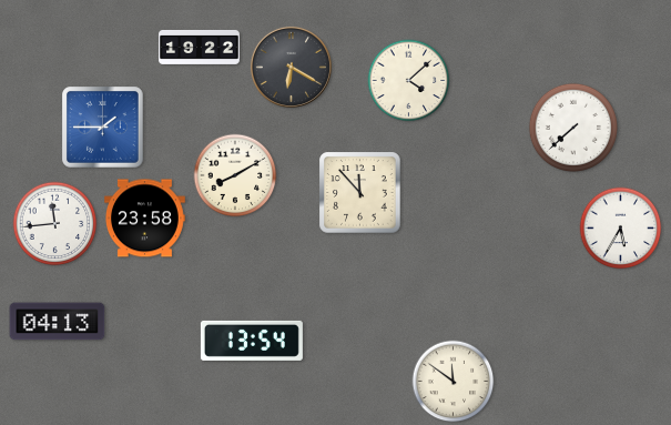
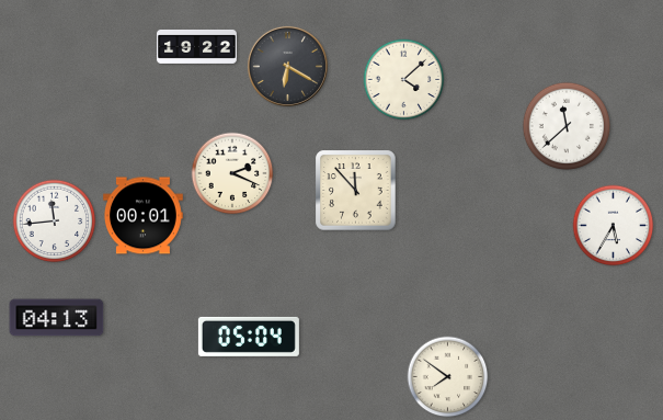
clock at (572, 127): 7:38 -> 11:38
clock at (103, 128): 1:45 -> none
clock at (235, 175): 8:10 -> 2:19
clock at (145, 219): 23:58 -> 00:01
clock at (252, 341): 13:54 -> 05:04
clock at (454, 382): 11:51 -> 7:51
